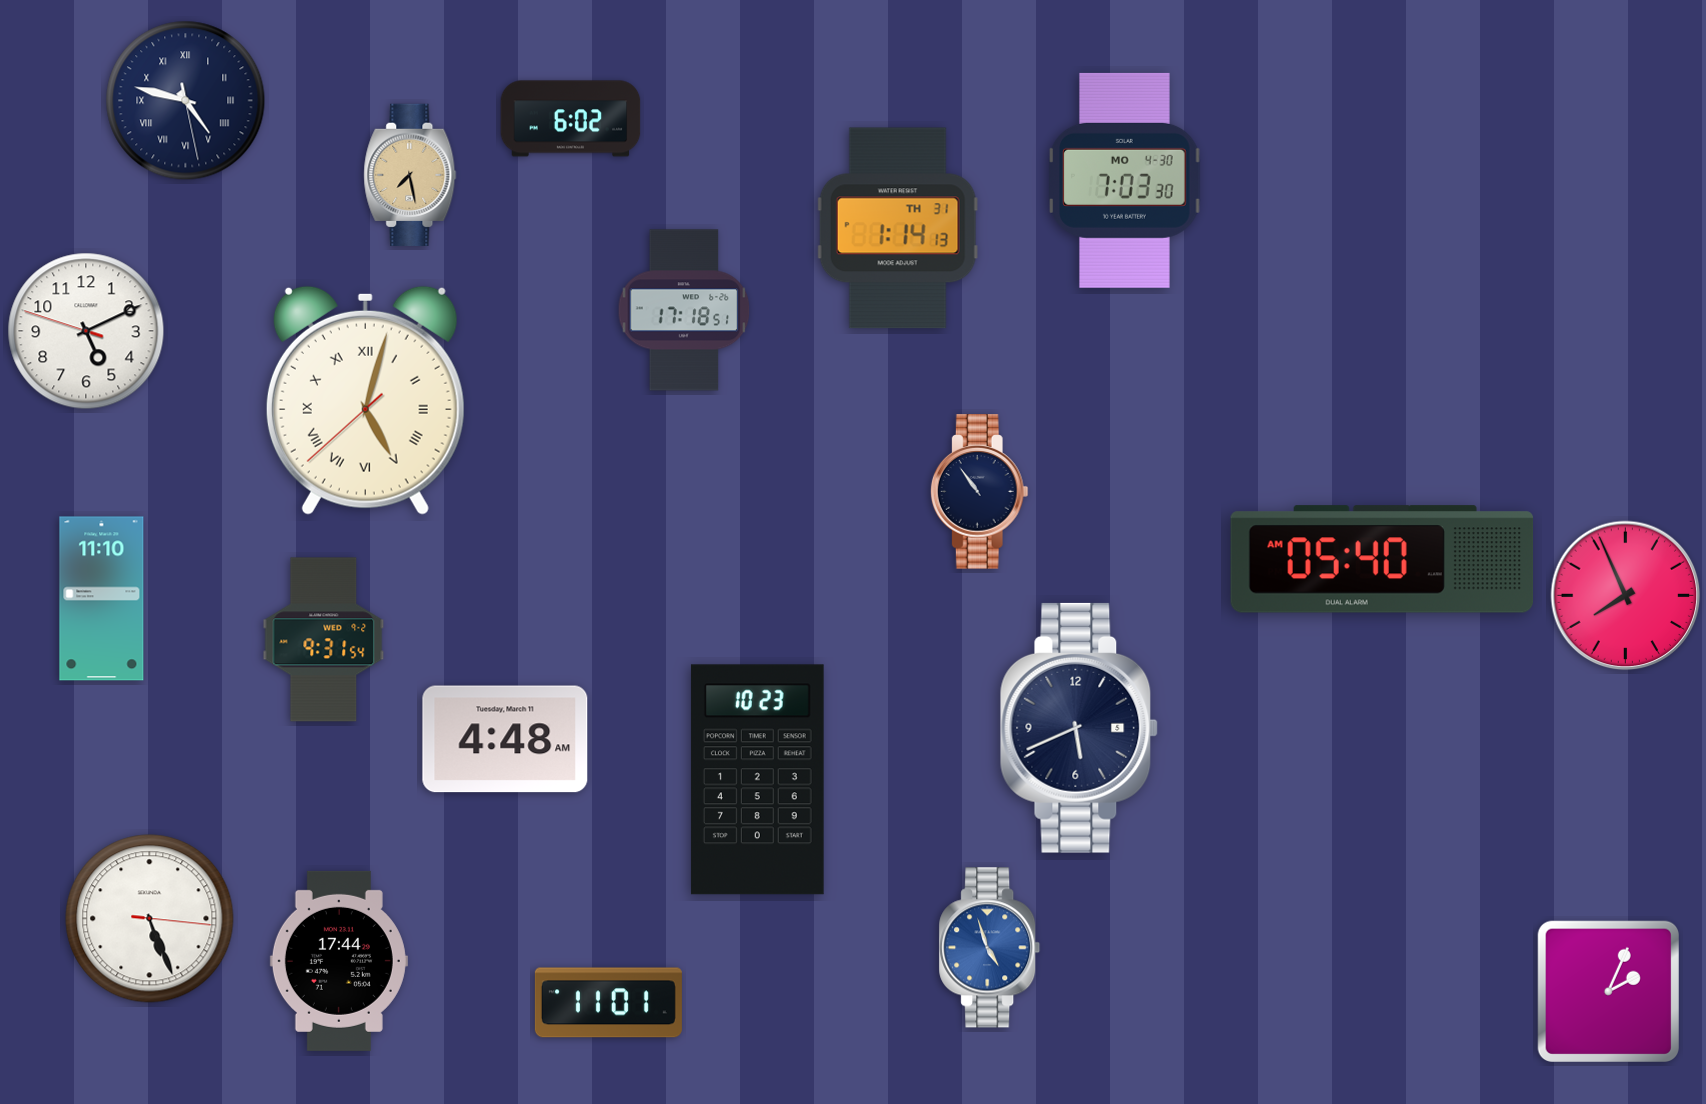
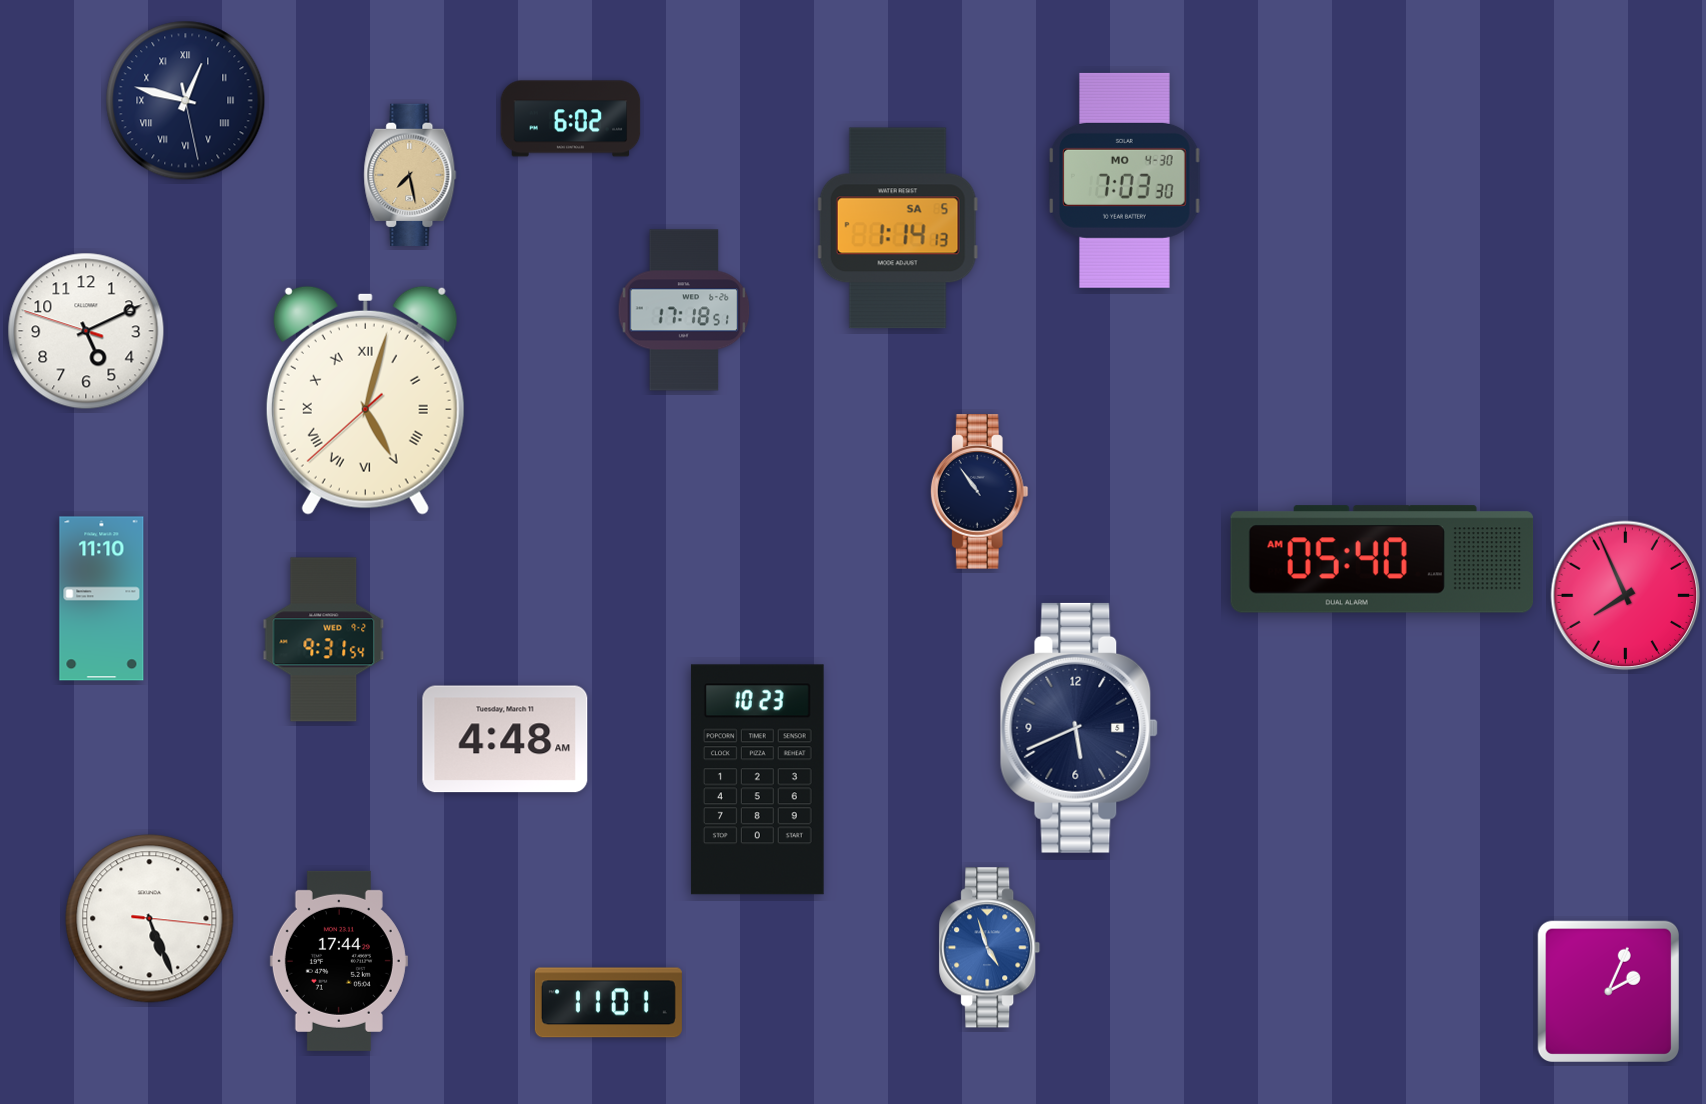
clock at (186, 101): 4:47 -> 12:47
clock at (898, 228) date: TH 31 -> SA 5
